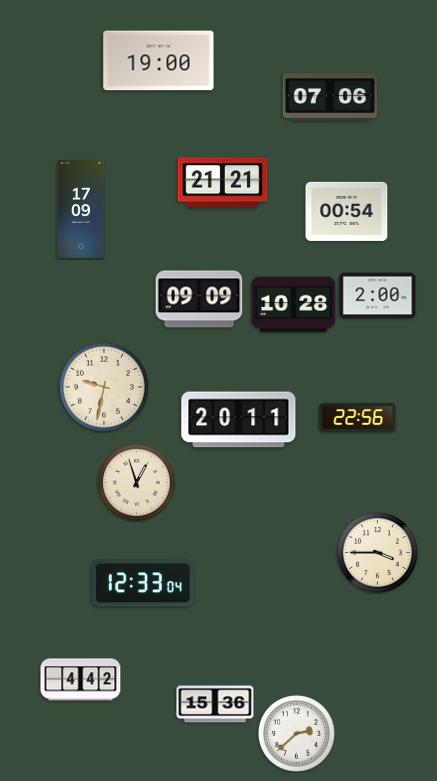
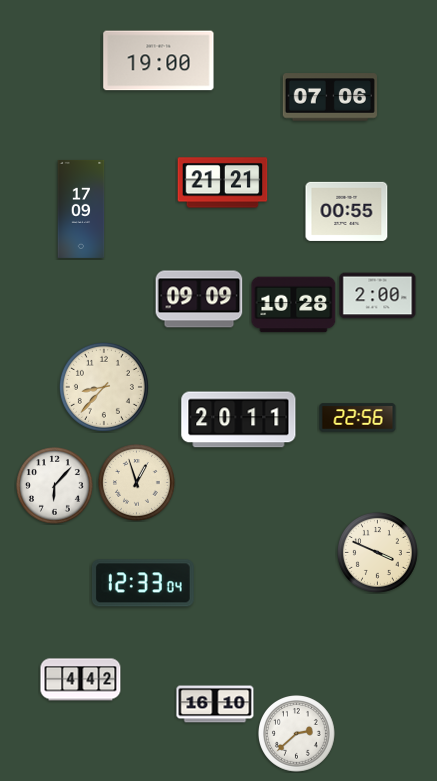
clock at (347, 211): 00:54 -> 00:55
clock at (104, 387): 9:32 -> 8:37
clock at (55, 486): none -> 6:07
clock at (377, 552): 3:45 -> 3:49
clock at (215, 704): 15:36 -> 16:10
